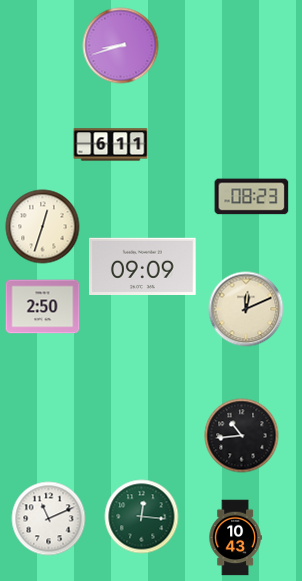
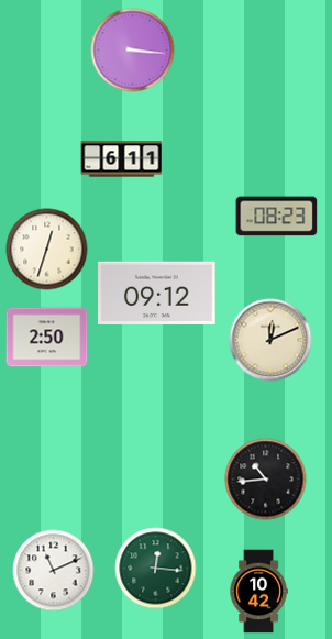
clock at (121, 46): 8:42 -> 3:16
clock at (143, 267): 09:09 -> 09:12
clock at (235, 538): 10:43 -> 10:42
